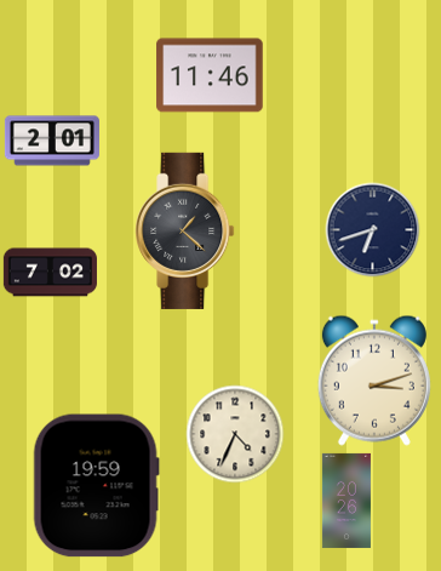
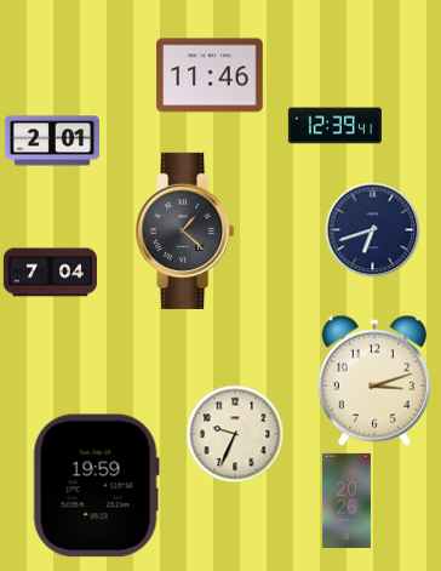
clock at (334, 126): none -> 12:39
clock at (50, 273): 7:02 -> 7:04
clock at (235, 434): 4:34 -> 9:34
